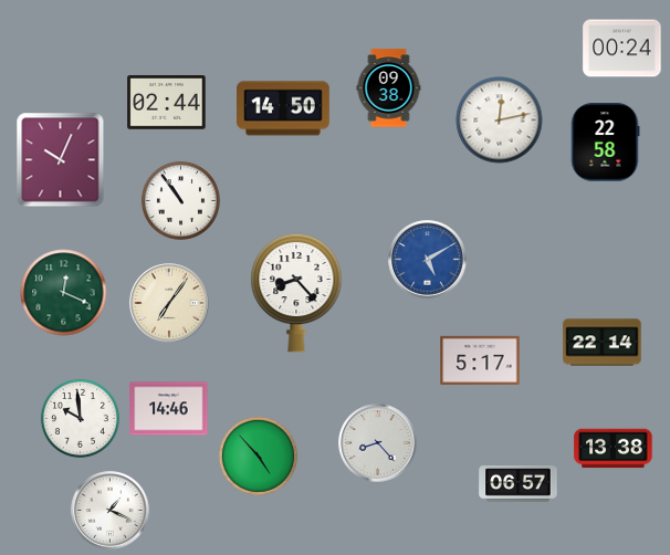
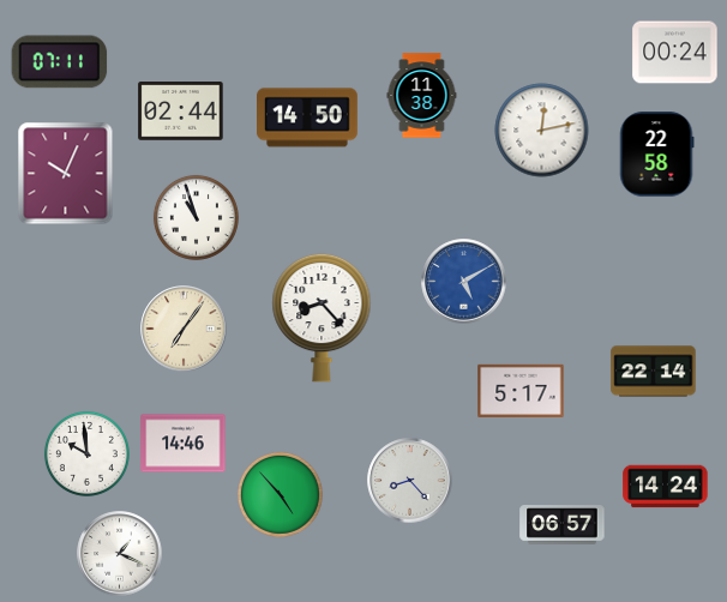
clock at (60, 62): none -> 07:11
clock at (389, 88): 09:38 -> 11:38
clock at (180, 200): 10:54 -> 10:57
clock at (64, 293): 12:19 -> none
clock at (614, 449): 13:38 -> 14:24
